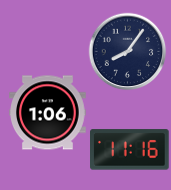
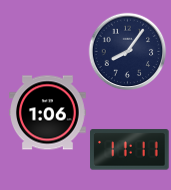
clock at (130, 150): 11:16 -> 11:11
